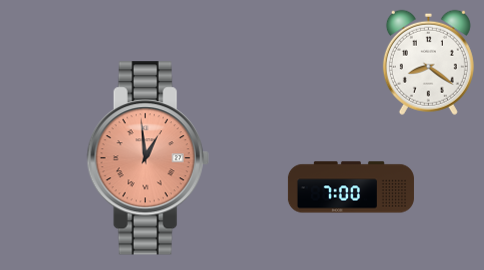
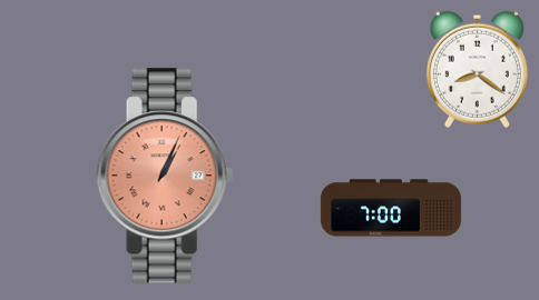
clock at (148, 158): 12:59 -> 1:04
